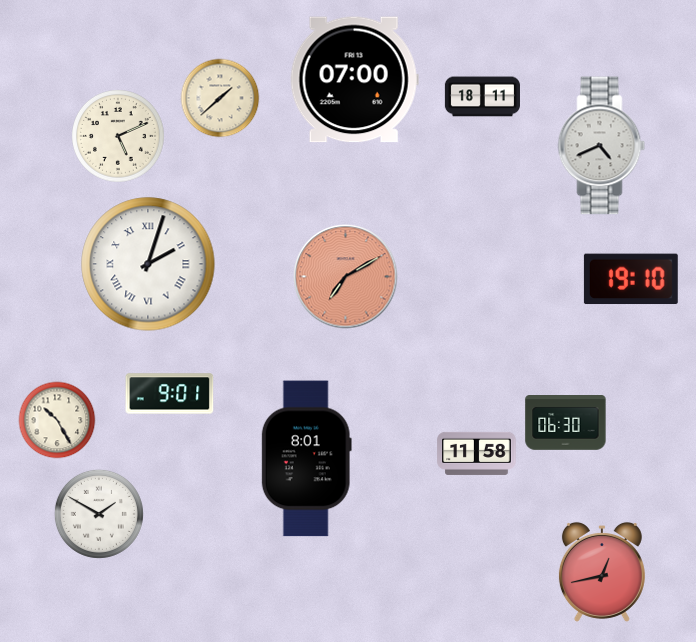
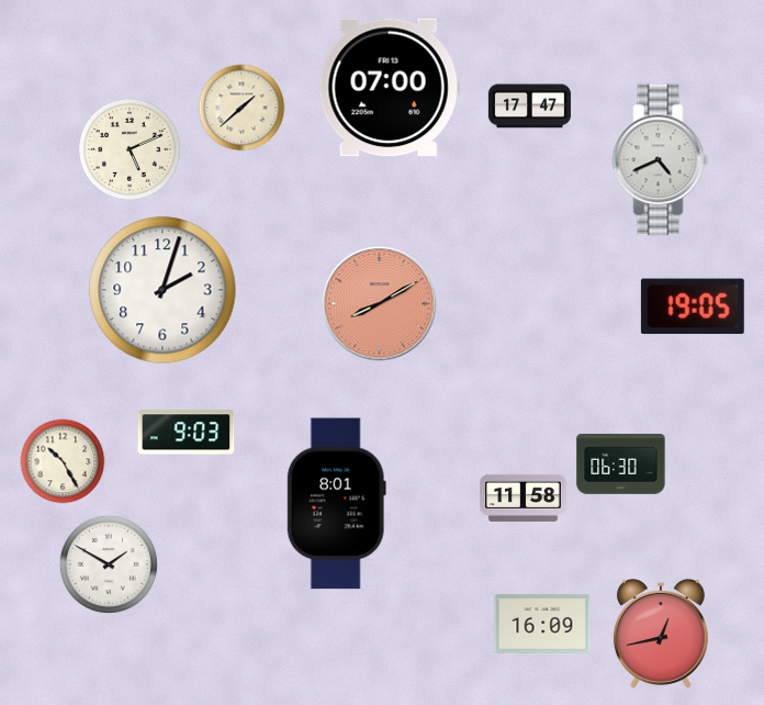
clock at (482, 97): 18:11 -> 17:47
clock at (148, 264) numerals: Roman -> Arabic
clock at (346, 277): 7:10 -> 8:10
clock at (631, 279): 19:10 -> 19:05
clock at (170, 394): 9:01 -> 9:03
clock at (542, 624): none -> 16:09
clock at (602, 572) position: (602, 572) -> (661, 634)
